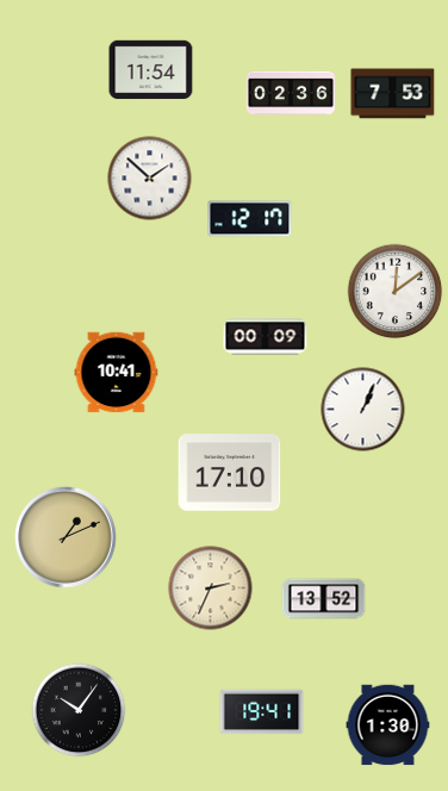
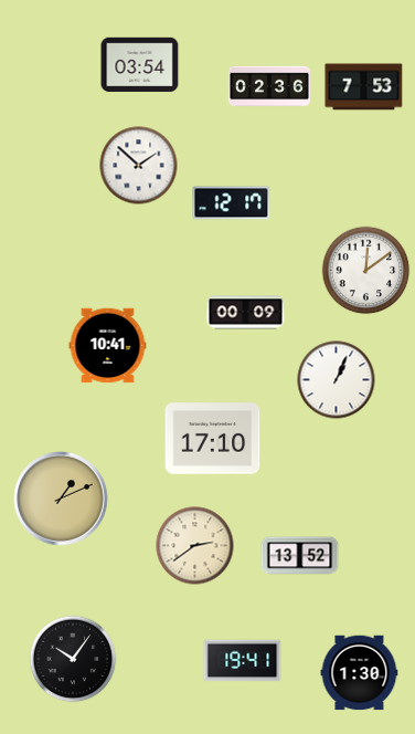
clock at (151, 70): 11:54 -> 03:54
clock at (211, 588): 2:34 -> 2:39
